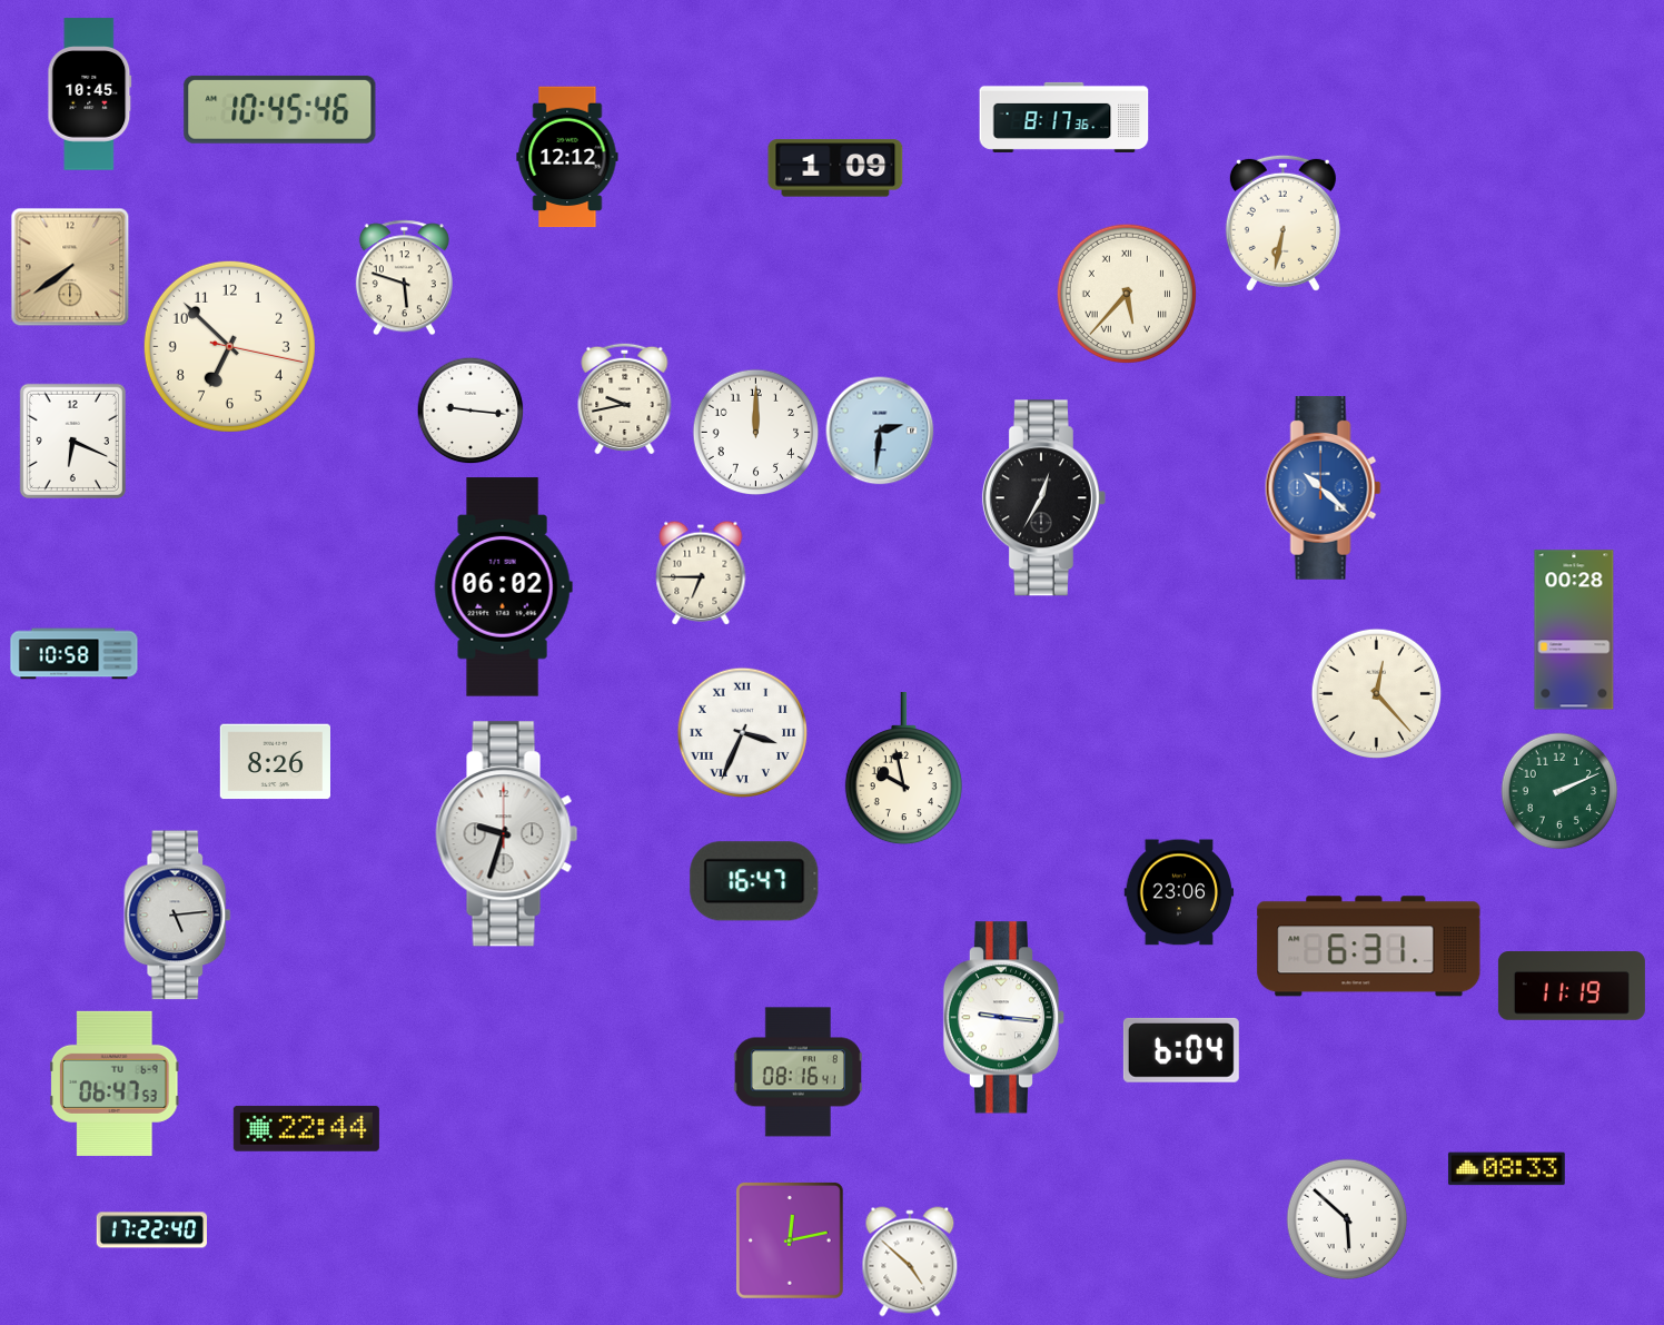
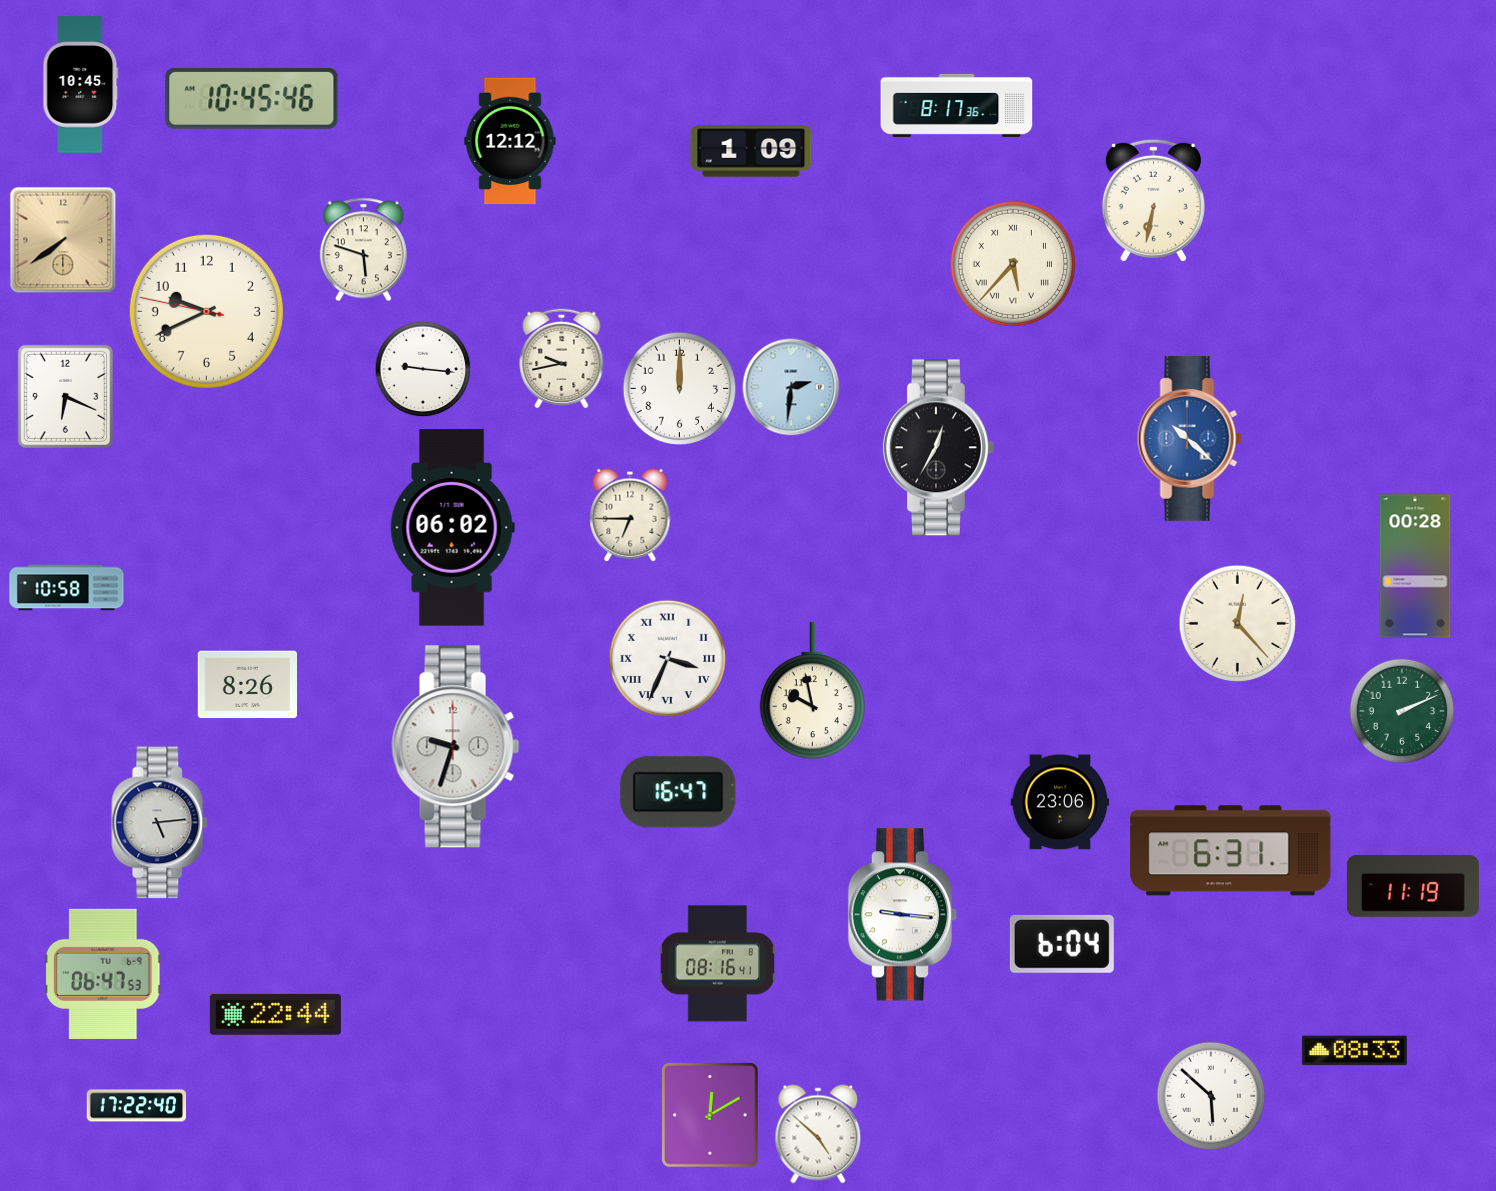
clock at (229, 346): 6:52 -> 9:40
clock at (507, 834) position: (507, 834) -> (456, 747)
clock at (791, 1242): 12:13 -> 12:10
